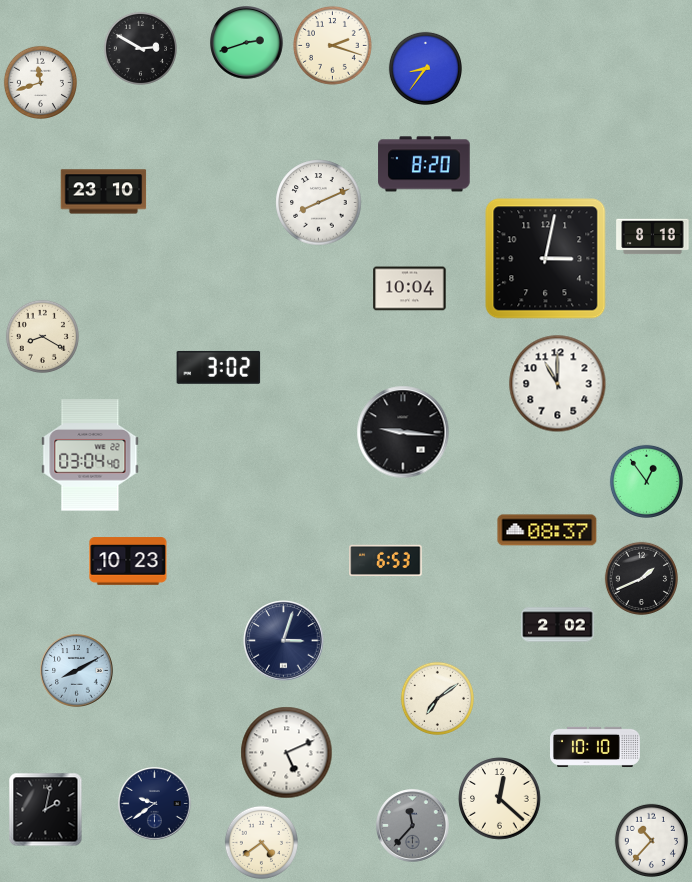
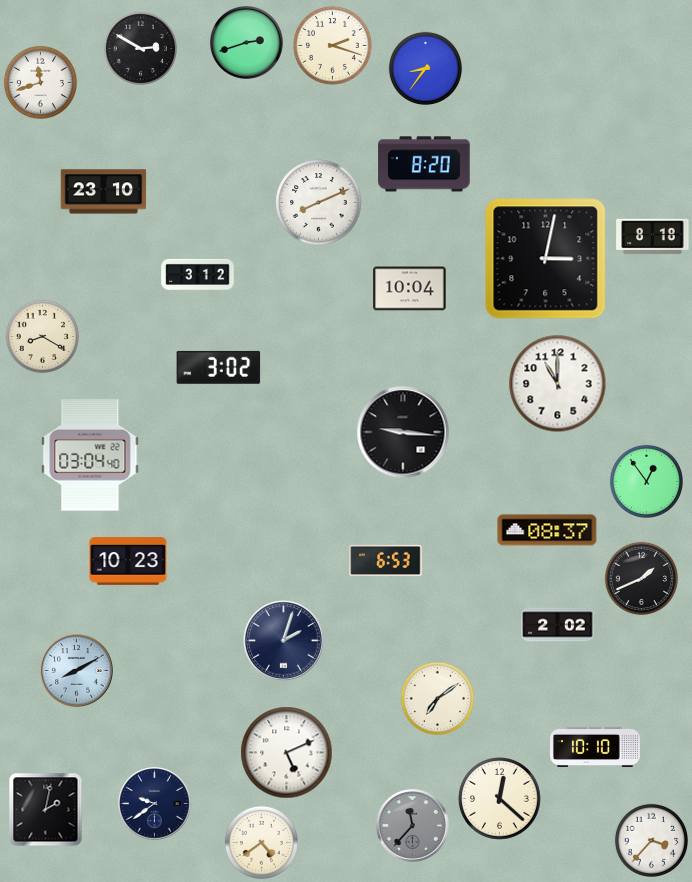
clock at (198, 274): none -> 3:12
clock at (284, 641): 3:03 -> 2:03
clock at (651, 840): 10:37 -> 3:37
